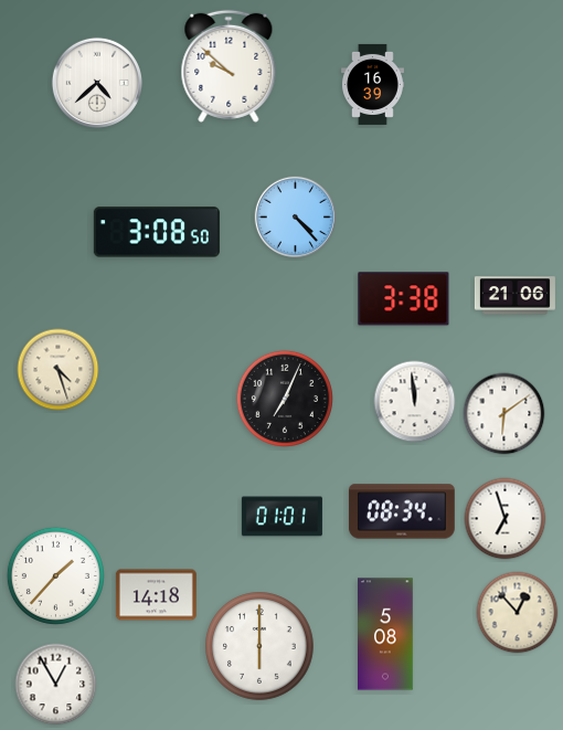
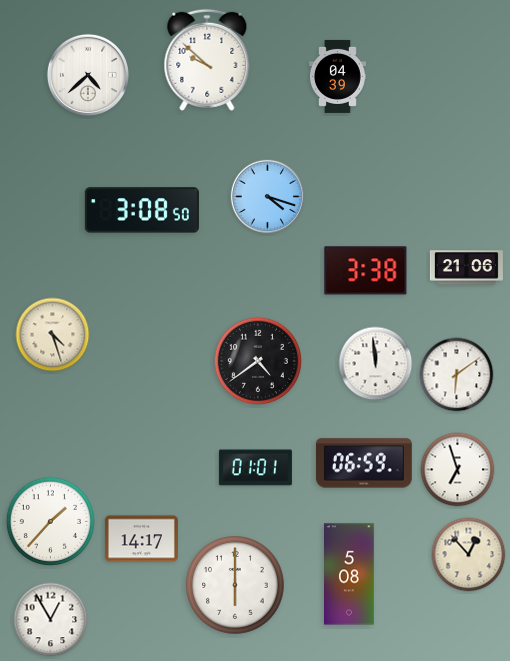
clock at (372, 84): 16:39 -> 04:39
clock at (295, 216): 4:23 -> 4:18
clock at (285, 399): 7:04 -> 4:39
clock at (402, 511): 08:34 -> 06:59
clock at (156, 595): 14:18 -> 14:17
